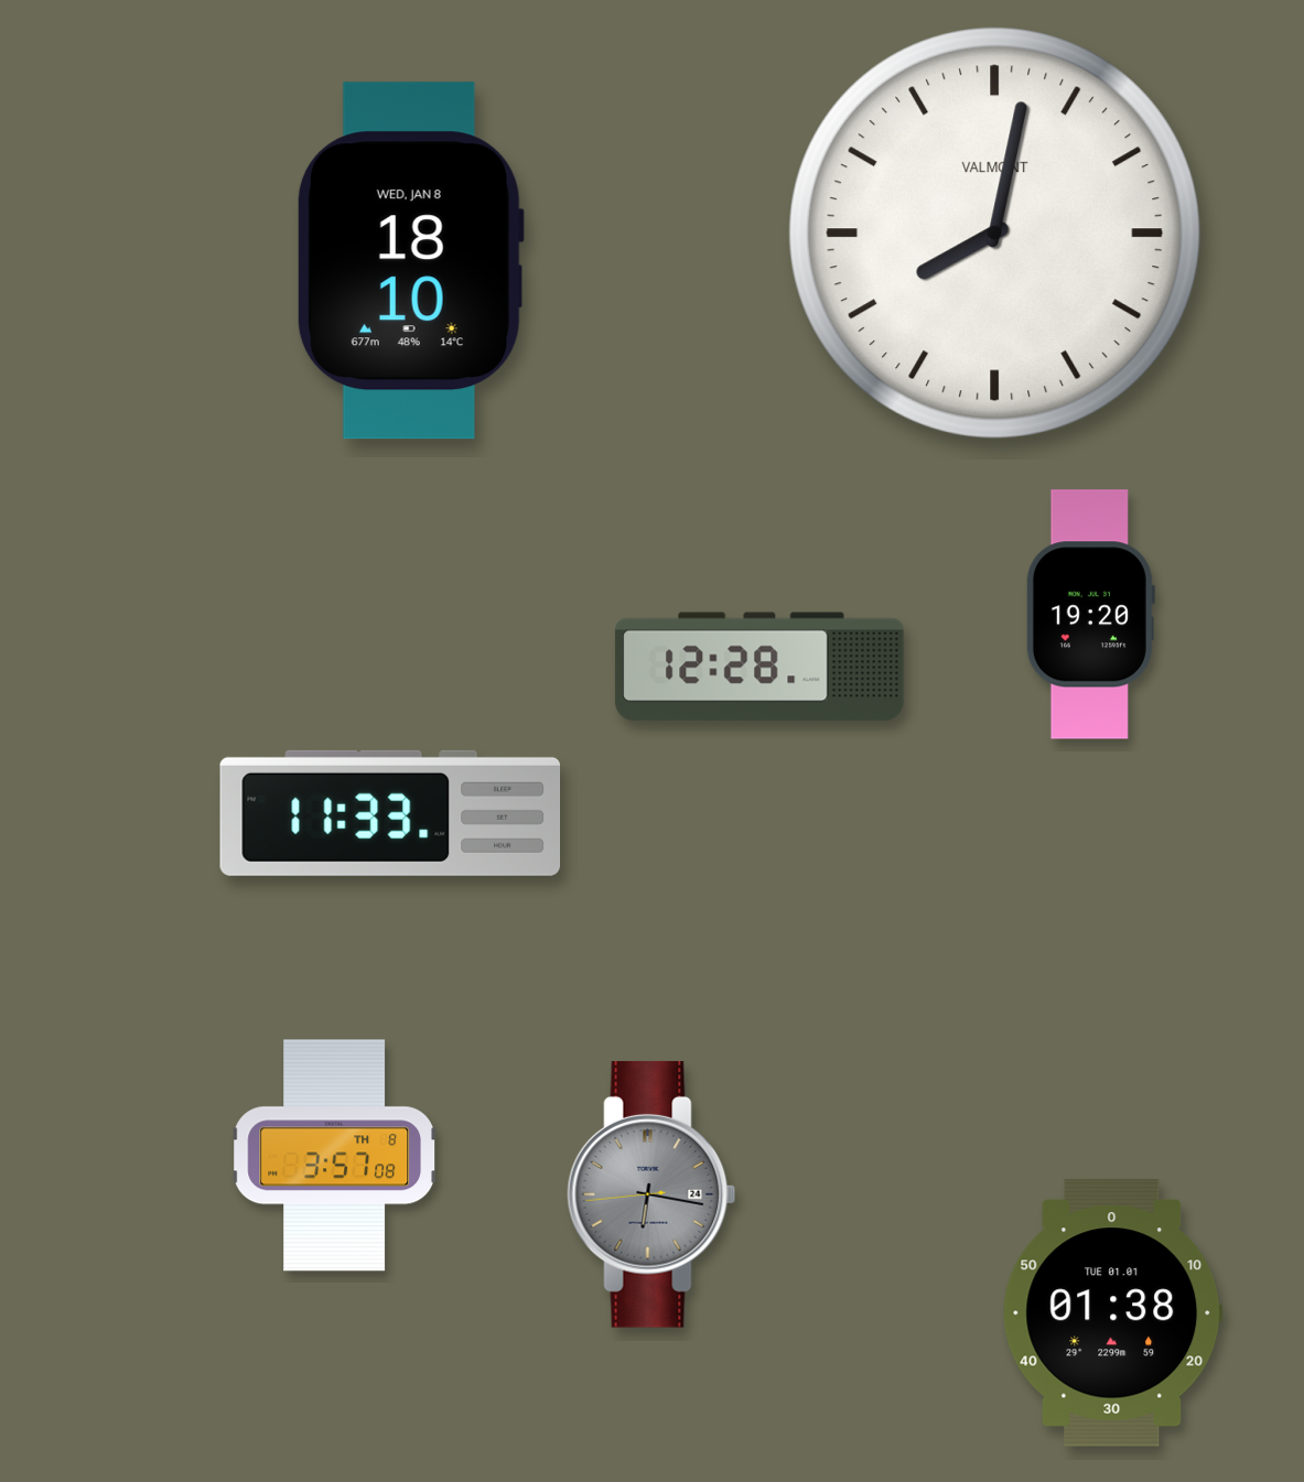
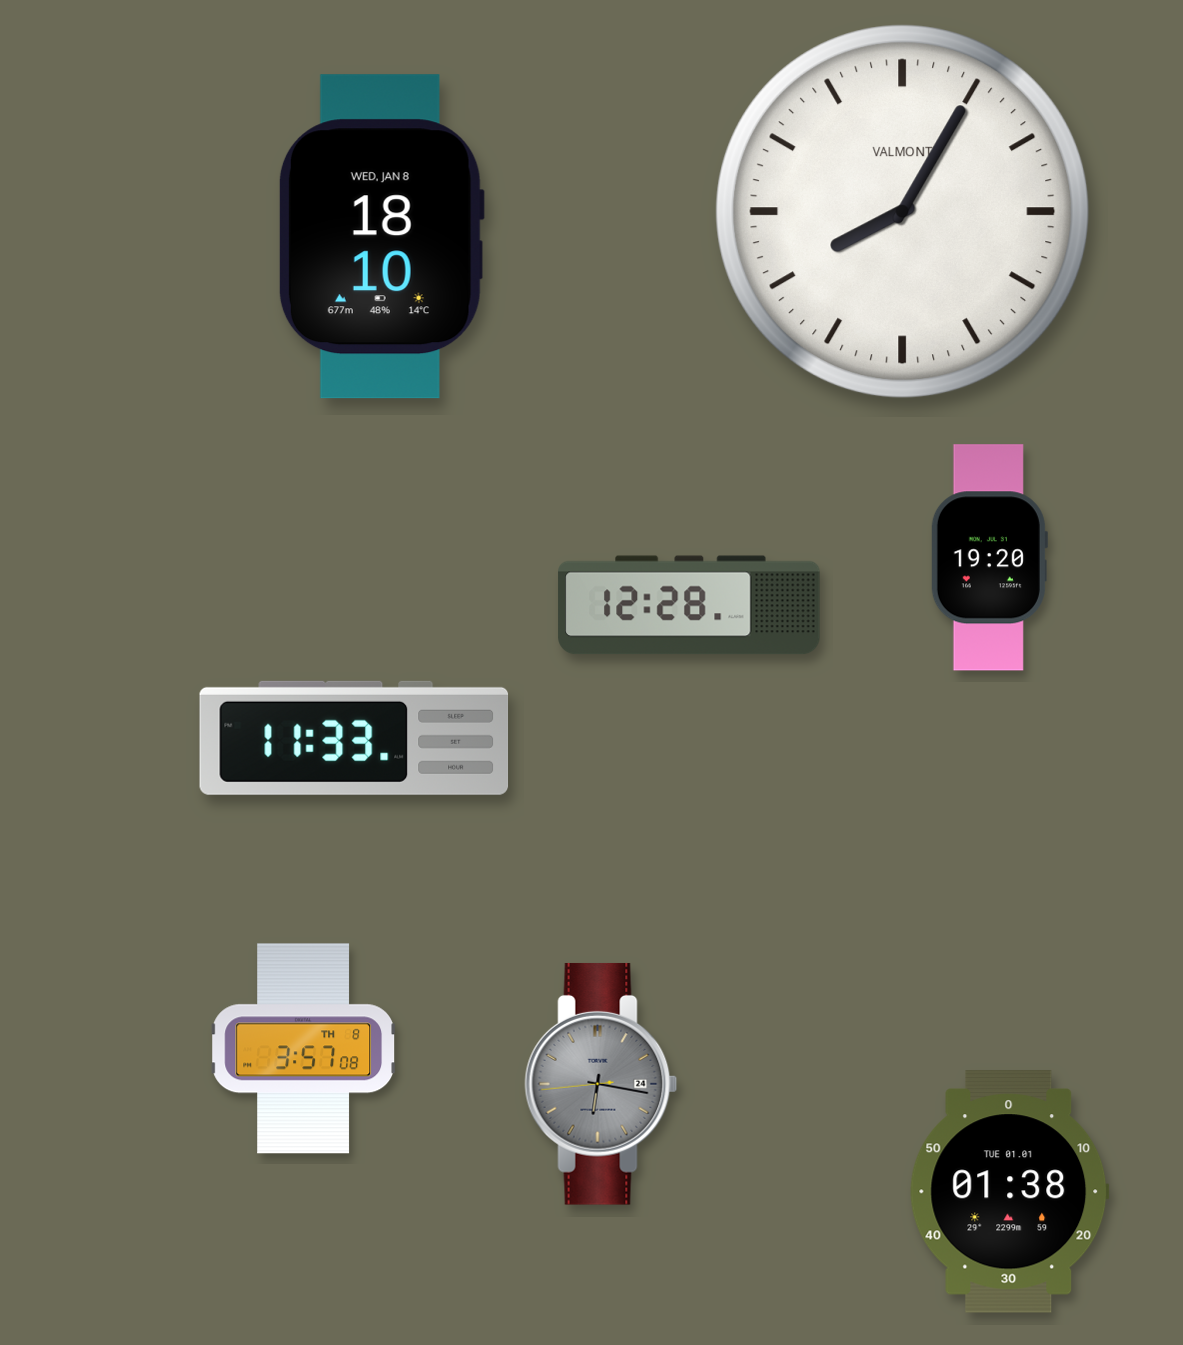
clock at (995, 234): 8:02 -> 8:05
clock at (410, 261) position: (410, 261) -> (381, 237)
clock at (651, 1194) position: (651, 1194) -> (601, 1084)
